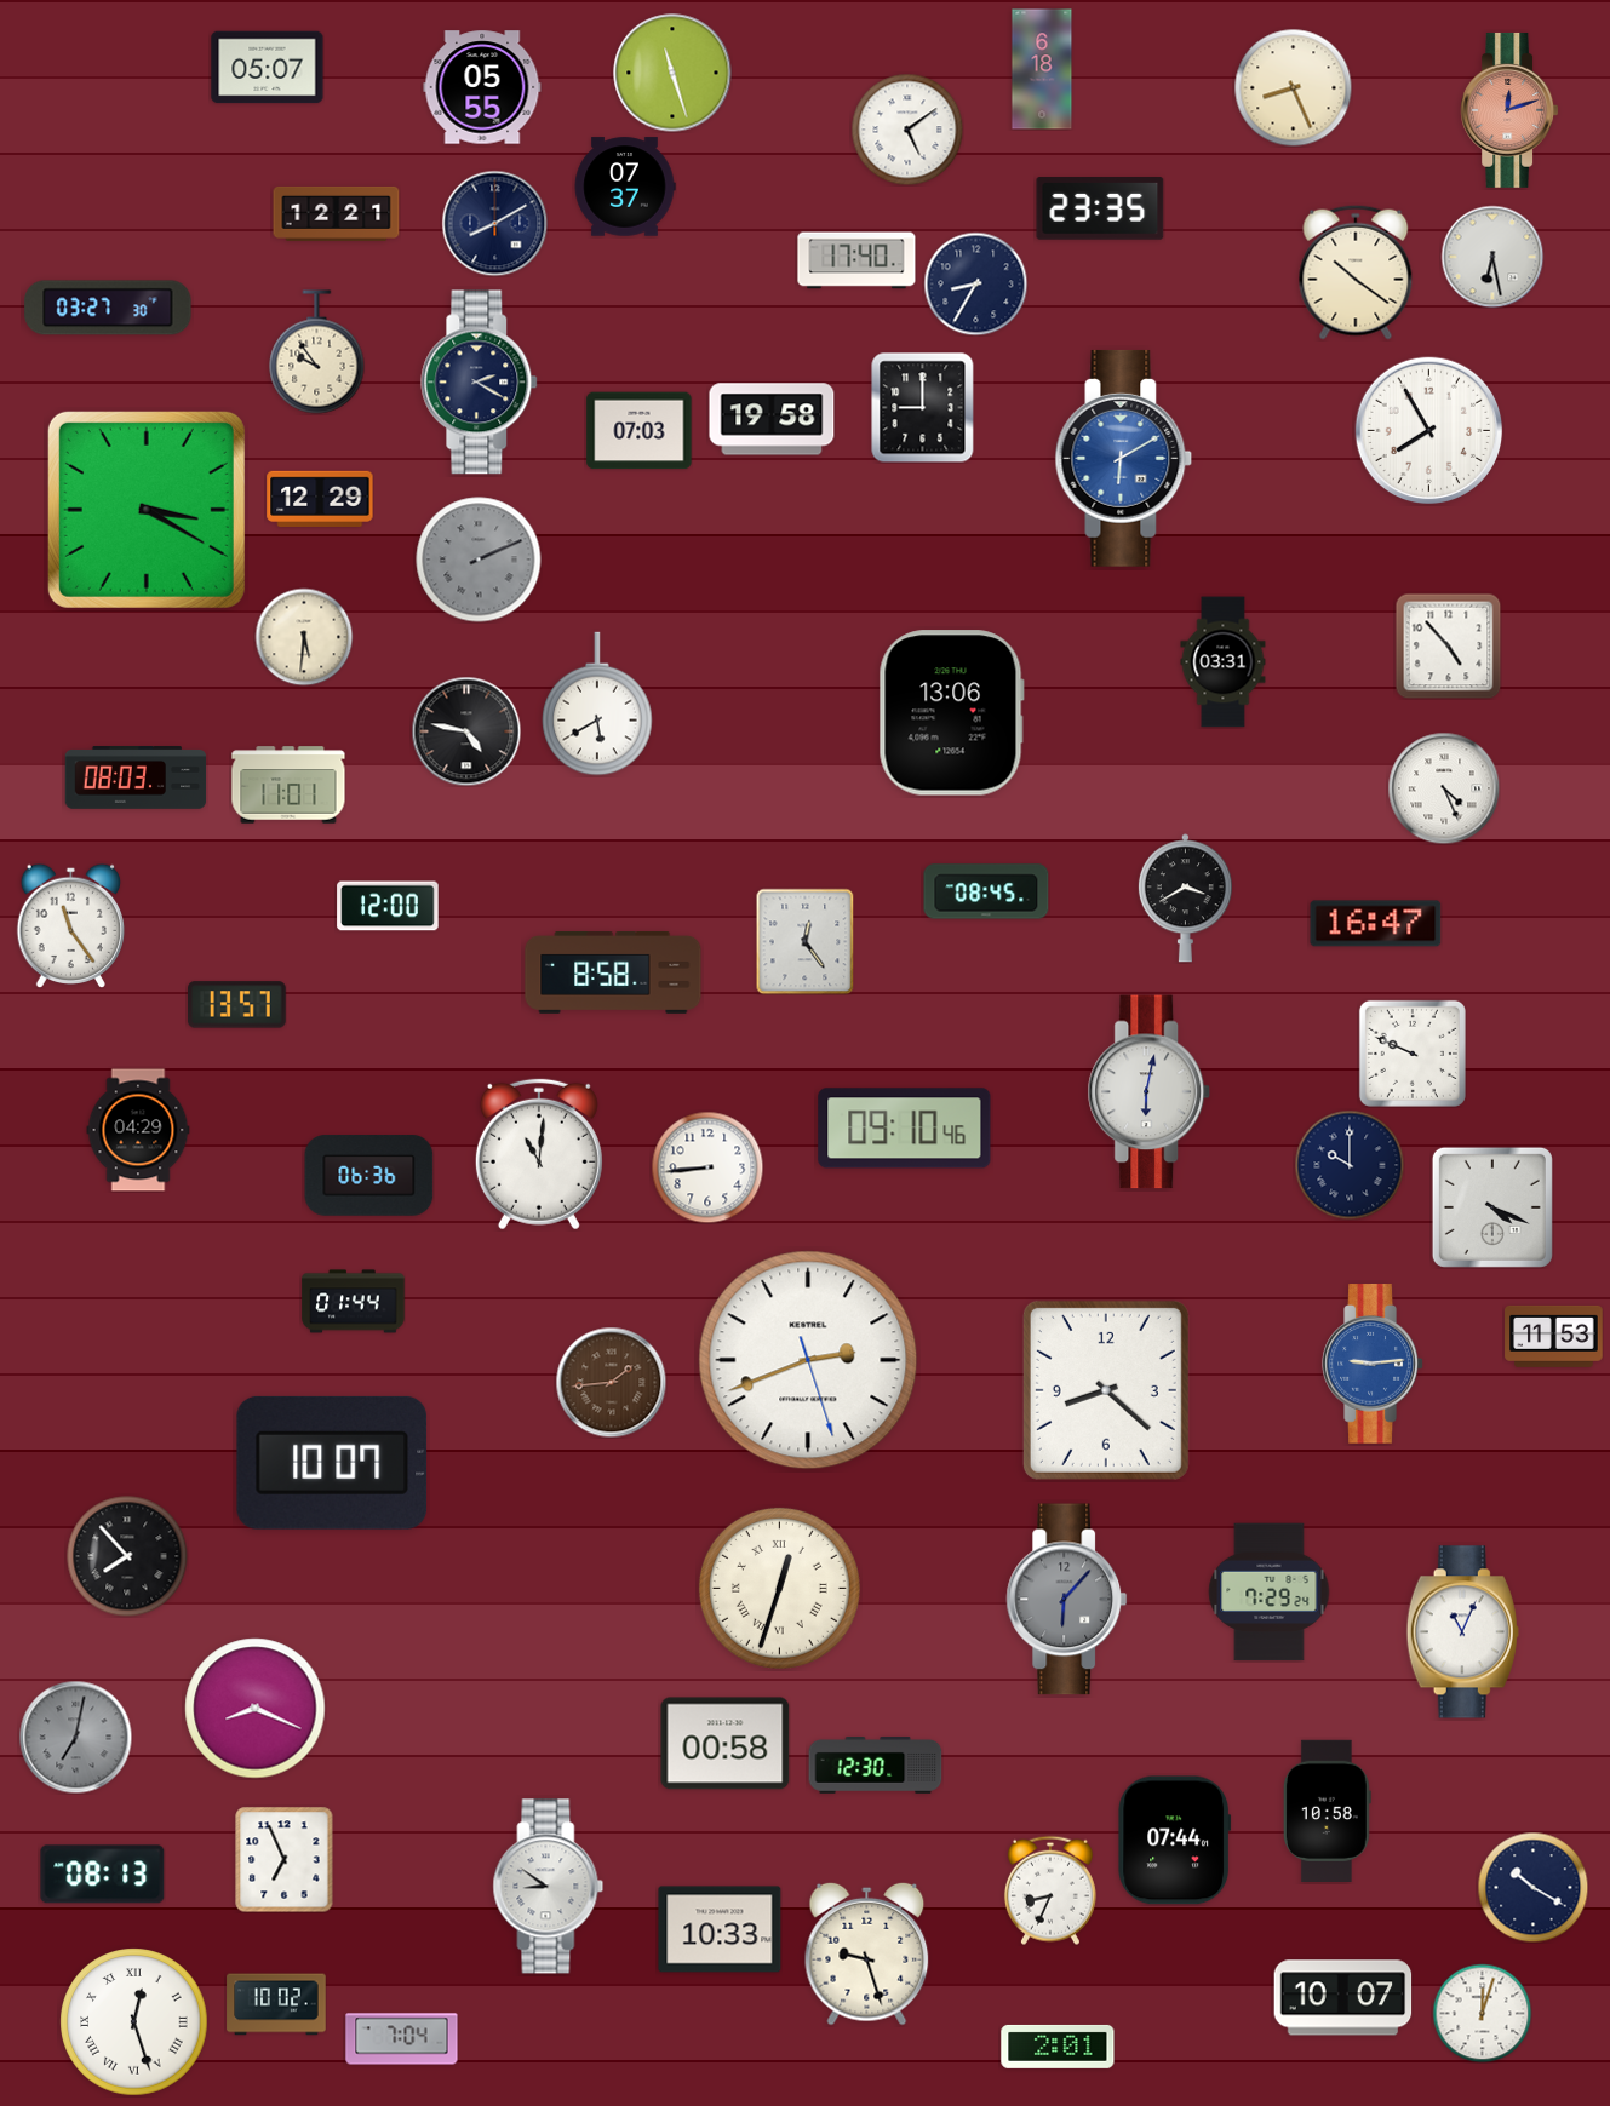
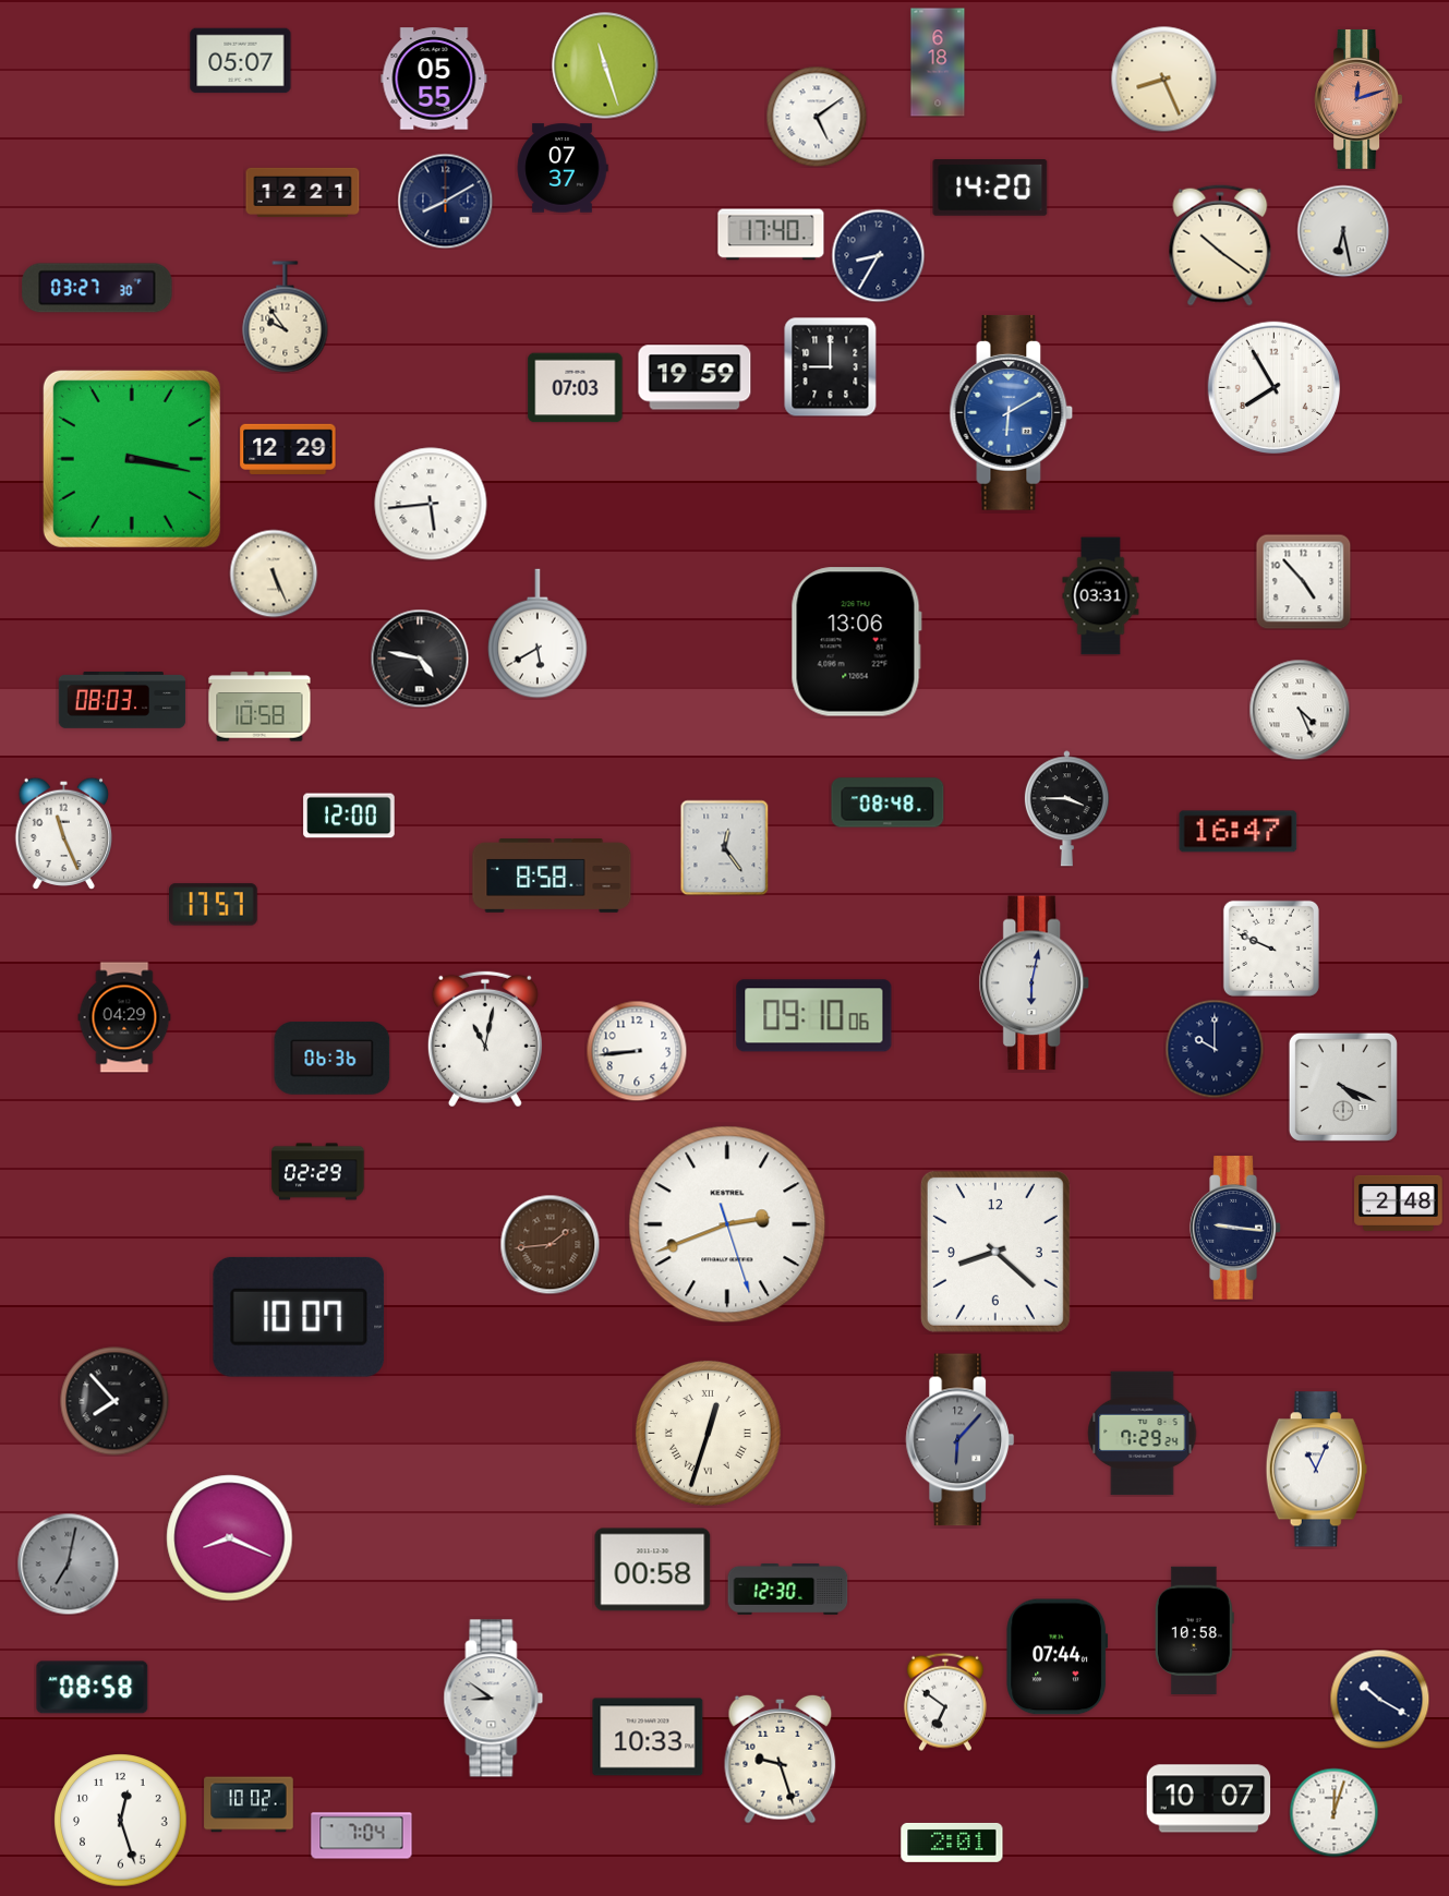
clock at (1100, 208): 23:35 -> 14:20
clock at (108, 308) position: (108, 308) -> (97, 288)
clock at (480, 383): 2:20 -> none
clock at (772, 419): 19:58 -> 19:59
clock at (1429, 431) position: (1429, 431) -> (1275, 388)
clock at (147, 510): 3:20 -> 3:17
clock at (479, 560): 2:11 -> 5:44
clock at (479, 560) dial: grey -> white
clock at (304, 637): 5:31 -> 5:26
clock at (288, 785): 11:01 -> 10:58
clock at (986, 891): 08:45 -> 08:48
clock at (1185, 899): 3:40 -> 3:45
clock at (70, 925): 11:24 -> 11:26
clock at (237, 1005): 13:57 -> 17:57
clock at (905, 1129): 09:10:46 -> 09:10:06
clock at (539, 1154): 11:01 -> 11:02
clock at (354, 1302): 01:44 -> 02:29
clock at (1554, 1336): 11:53 -> 2:48
clock at (1373, 1364): 9:14 -> 9:16
clock at (1373, 1364) dial: blue -> navy
clock at (779, 1588) position: (779, 1588) -> (708, 1433)
clock at (285, 1859): 6:56 -> none
clock at (103, 1875): 08:13 -> 08:58
clock at (1050, 1890): 8:34 -> 6:51
clock at (134, 2022) numerals: Roman -> Arabic
